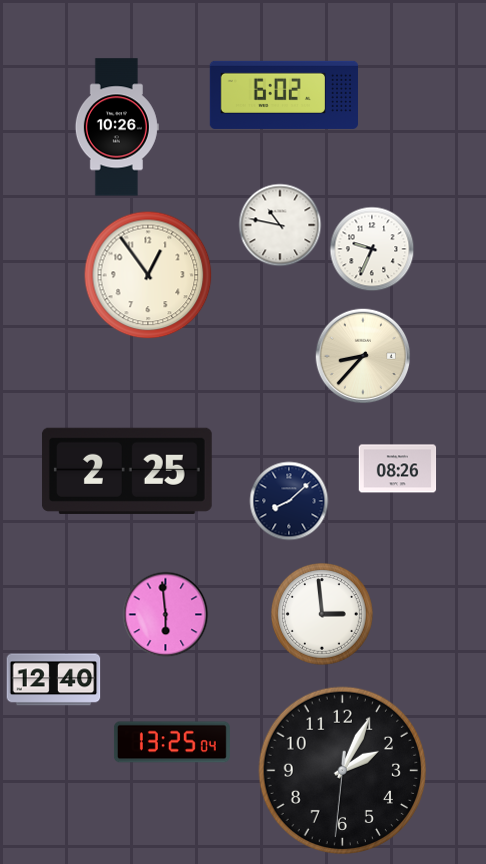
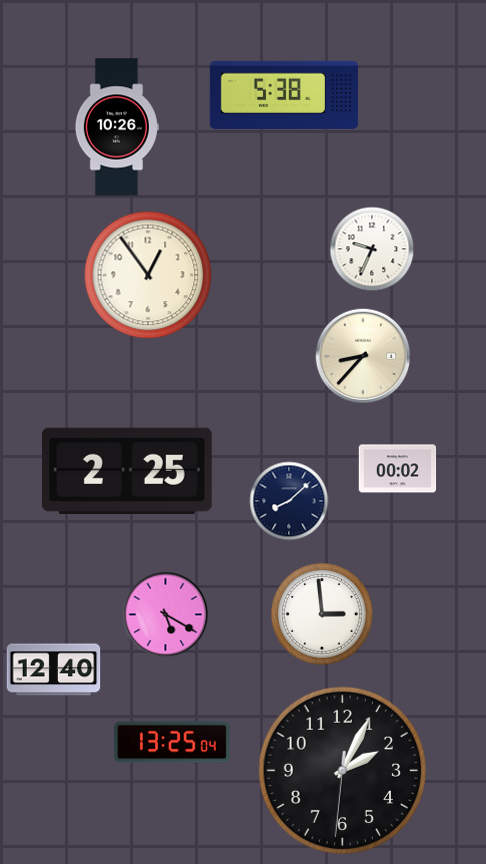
clock at (283, 95): 6:02 -> 5:38
clock at (280, 225): 10:47 -> none
clock at (398, 469): 08:26 -> 00:02
clock at (166, 615): 5:59 -> 5:20
clock at (54, 680) position: (54, 680) -> (54, 670)
